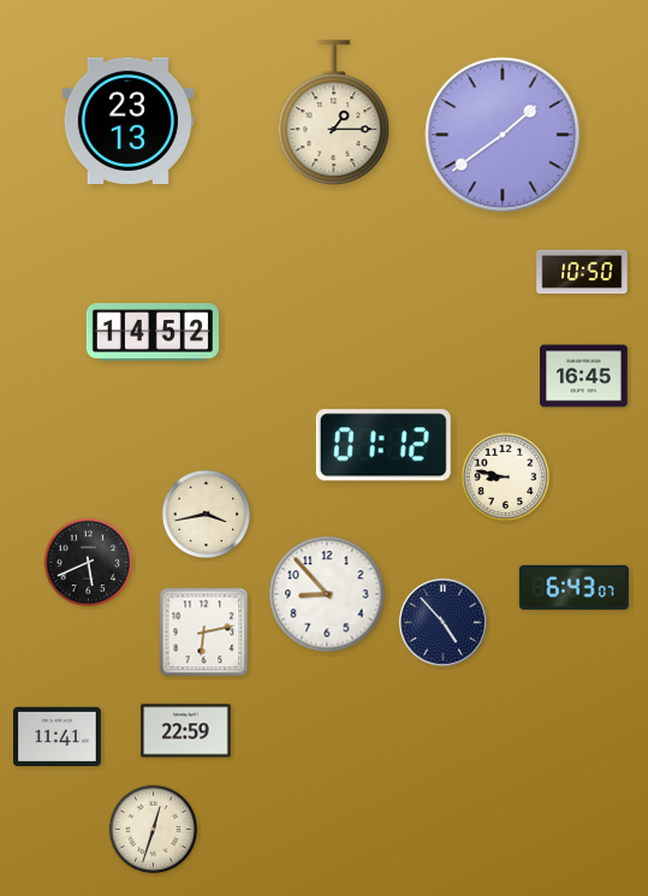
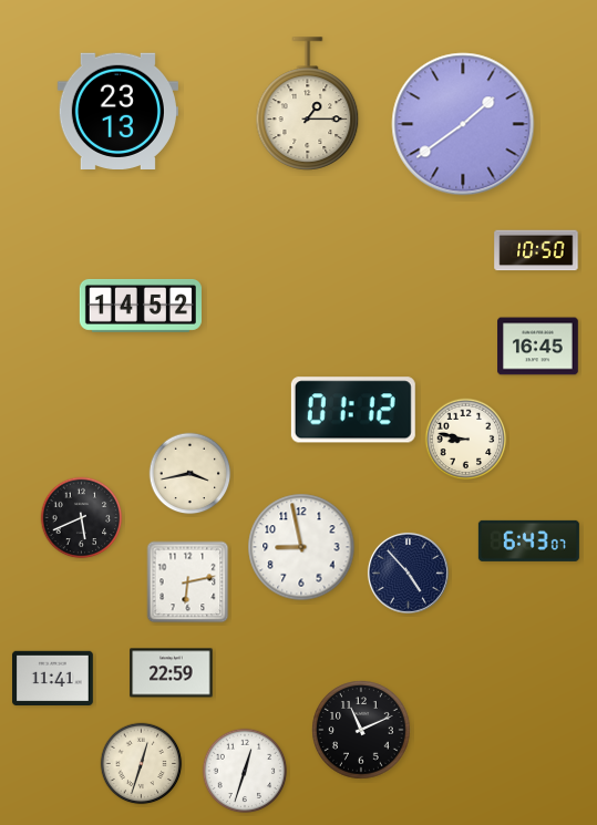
clock at (327, 594): 8:53 -> 8:58
clock at (361, 730): none -> 11:11
clock at (245, 771): none -> 12:33
